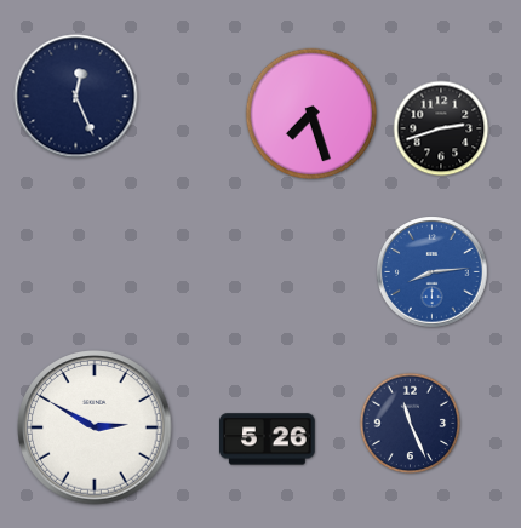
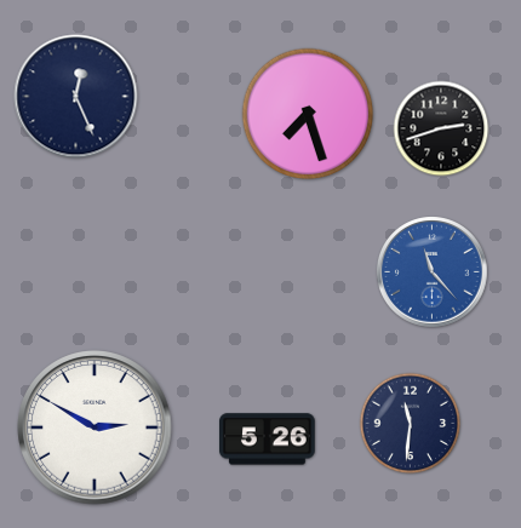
clock at (311, 114) position: (311, 114) -> (308, 114)
clock at (433, 272): 8:14 -> 11:23
clock at (411, 424): 11:26 -> 11:31
